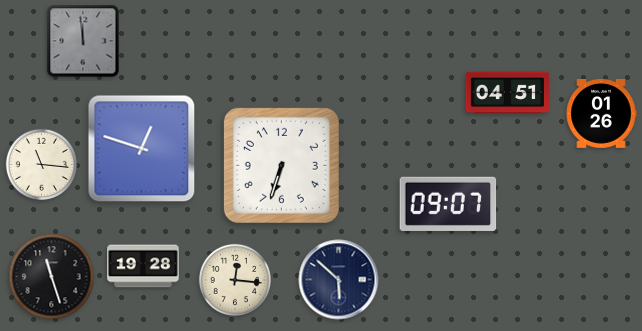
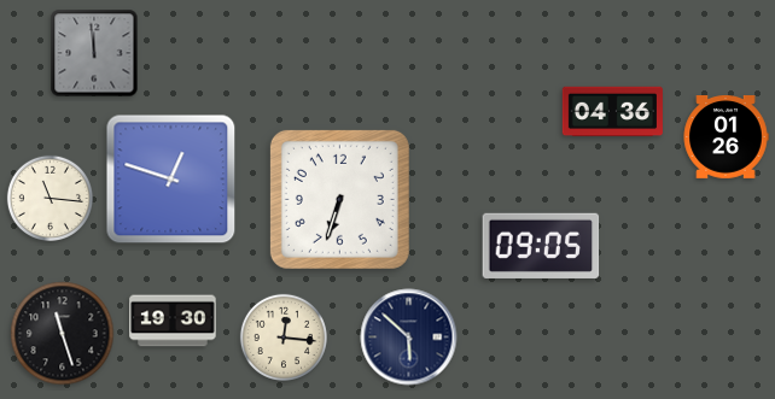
clock at (83, 41) position: (83, 41) -> (94, 53)
clock at (507, 93): 04:51 -> 04:36
clock at (448, 204): 09:07 -> 09:05
clock at (143, 266): 19:28 -> 19:30
